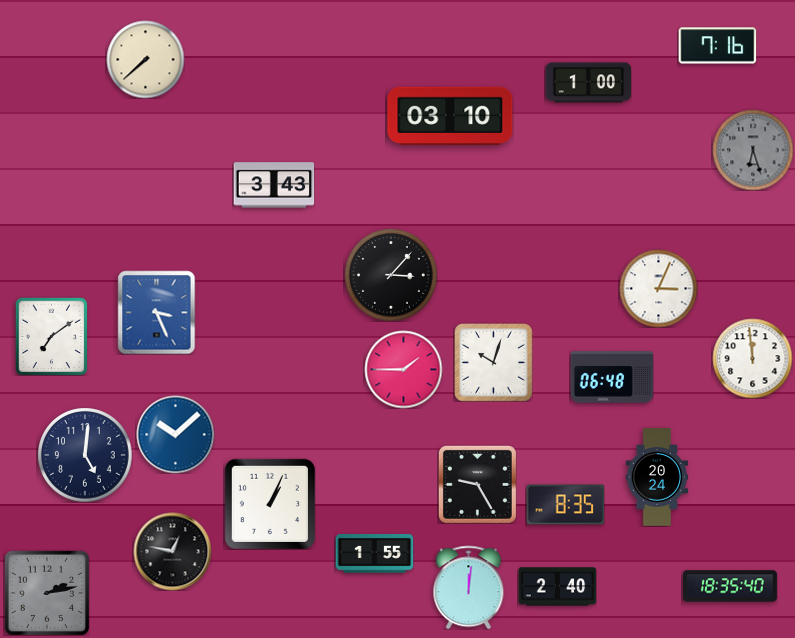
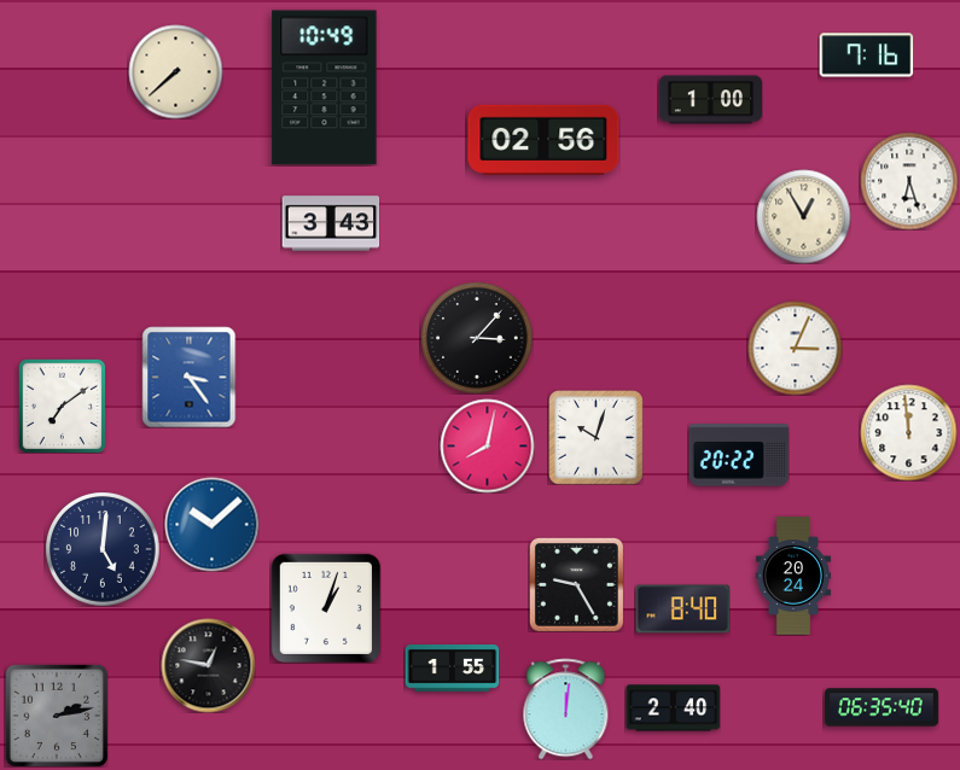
clock at (325, 88): none -> 10:49
clock at (450, 116): 03:10 -> 02:56
clock at (753, 150) dial: grey -> white
clock at (803, 216): none -> 12:55
clock at (391, 275) position: (391, 275) -> (477, 338)
clock at (157, 312): 3:26 -> 3:24
clock at (403, 369): 1:45 -> 8:02
clock at (612, 377): 06:48 -> 20:22
clock at (270, 504): 1:04 -> 1:03
clock at (565, 505): 8:35 -> 8:40
clock at (730, 586): 18:35 -> 06:35
